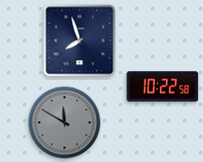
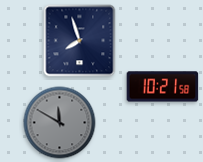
clock at (163, 87): 10:22 -> 10:21
clock at (65, 123) position: (65, 123) -> (60, 123)
